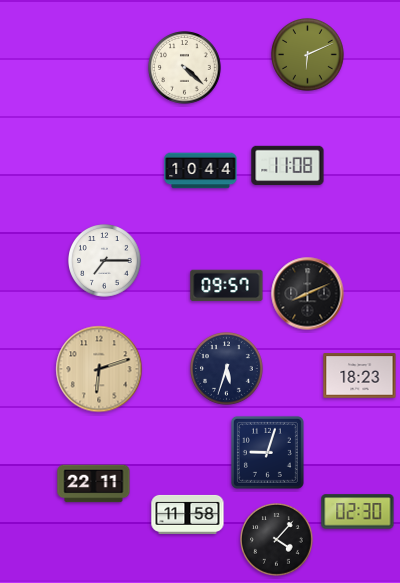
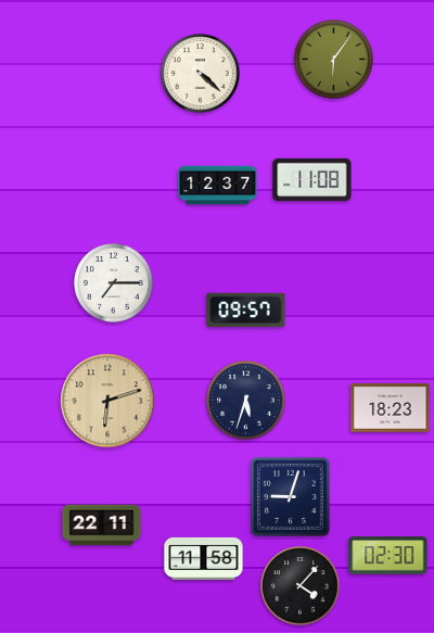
clock at (308, 55): 6:11 -> 6:06
clock at (201, 171): 10:44 -> 12:37
clock at (308, 294): 8:11 -> none
clock at (267, 452) position: (267, 452) -> (290, 496)
